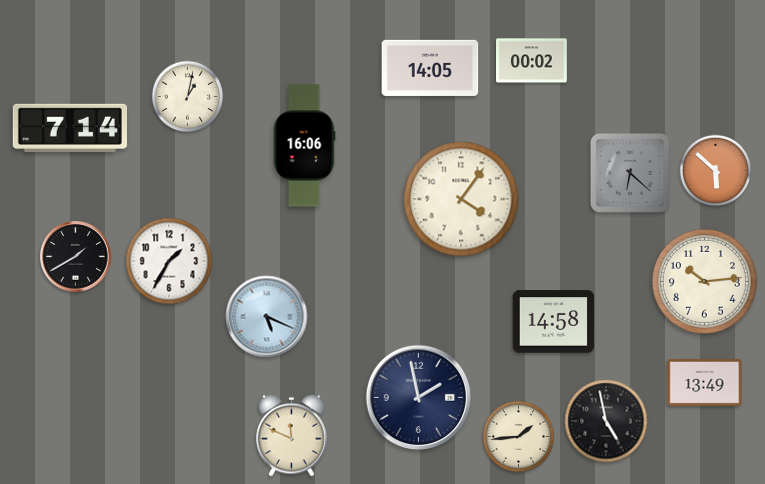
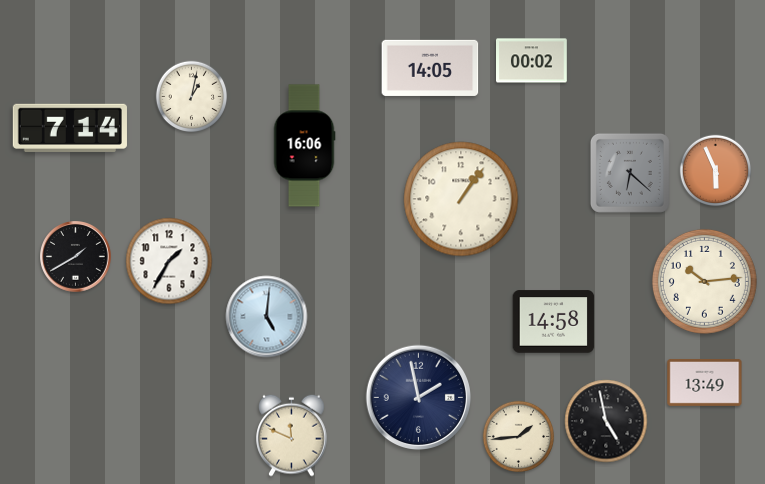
clock at (188, 97) position: (188, 97) -> (192, 97)
clock at (716, 171): 5:52 -> 5:56
clock at (461, 199): 4:06 -> 1:06
clock at (267, 317): 5:19 -> 5:01
